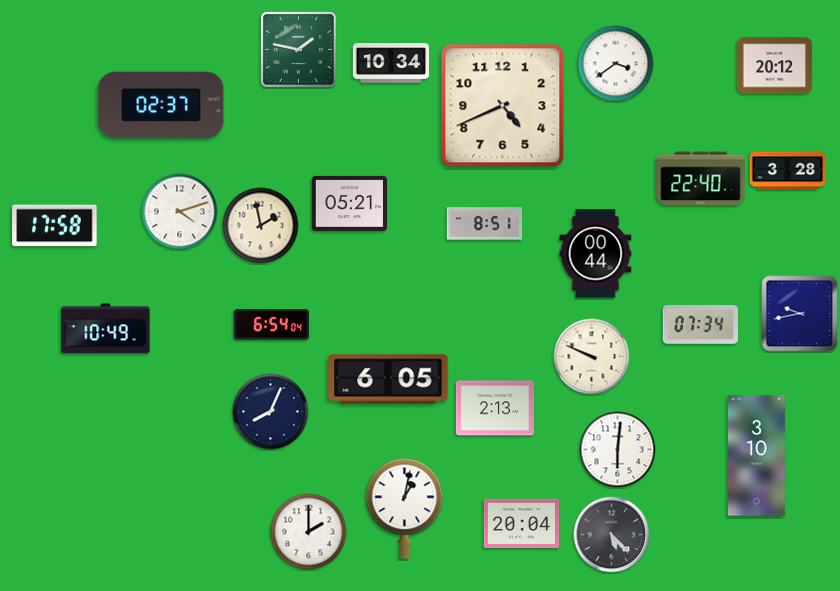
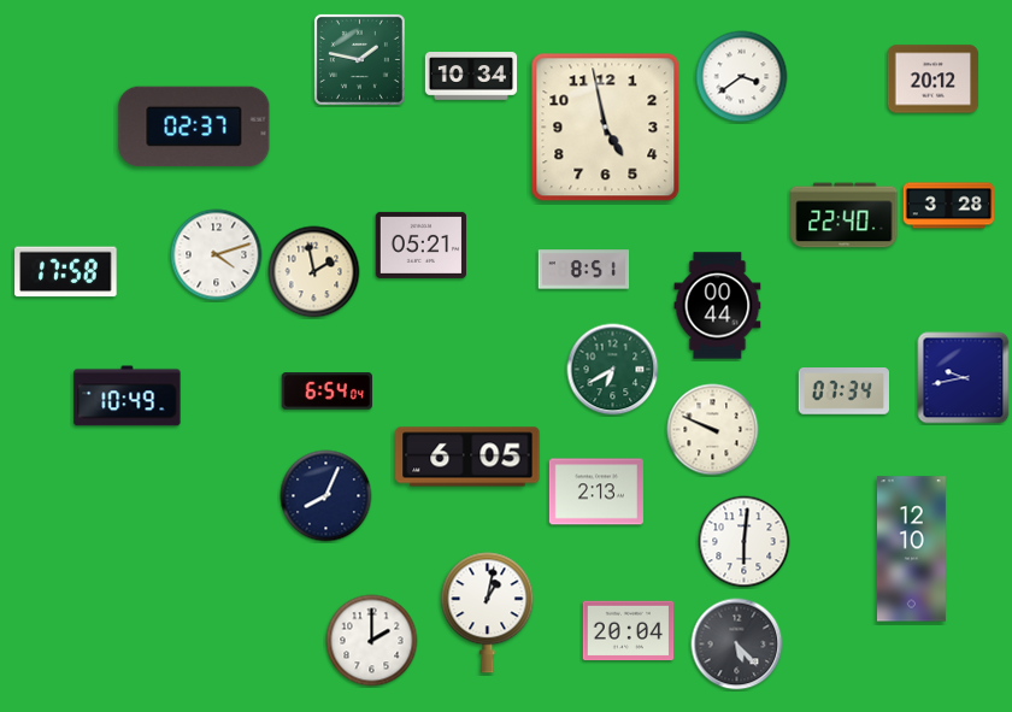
clock at (503, 106): 4:41 -> 4:58
clock at (613, 370): none -> 6:40
clock at (756, 456): 3:10 -> 12:10
